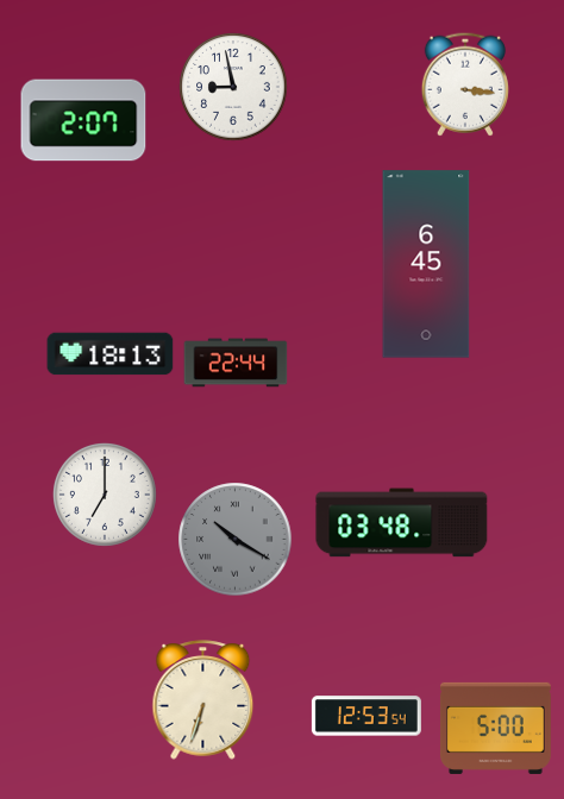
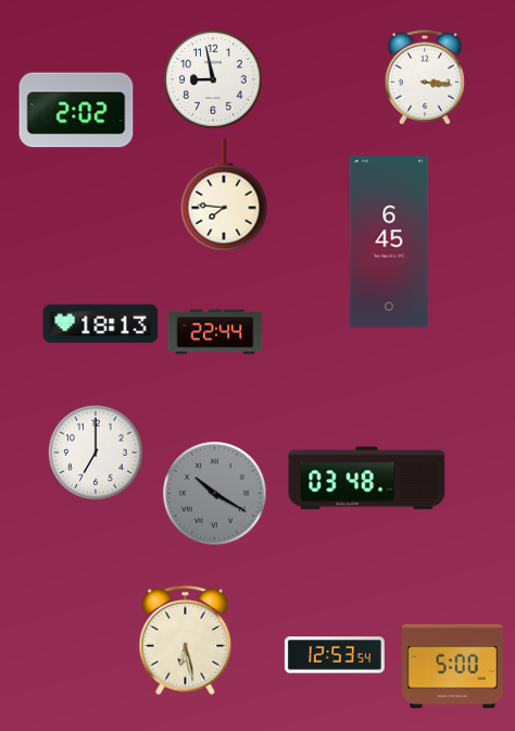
clock at (83, 120): 2:07 -> 2:02
clock at (224, 195): none -> 7:46
clock at (203, 700): 6:33 -> 6:28
